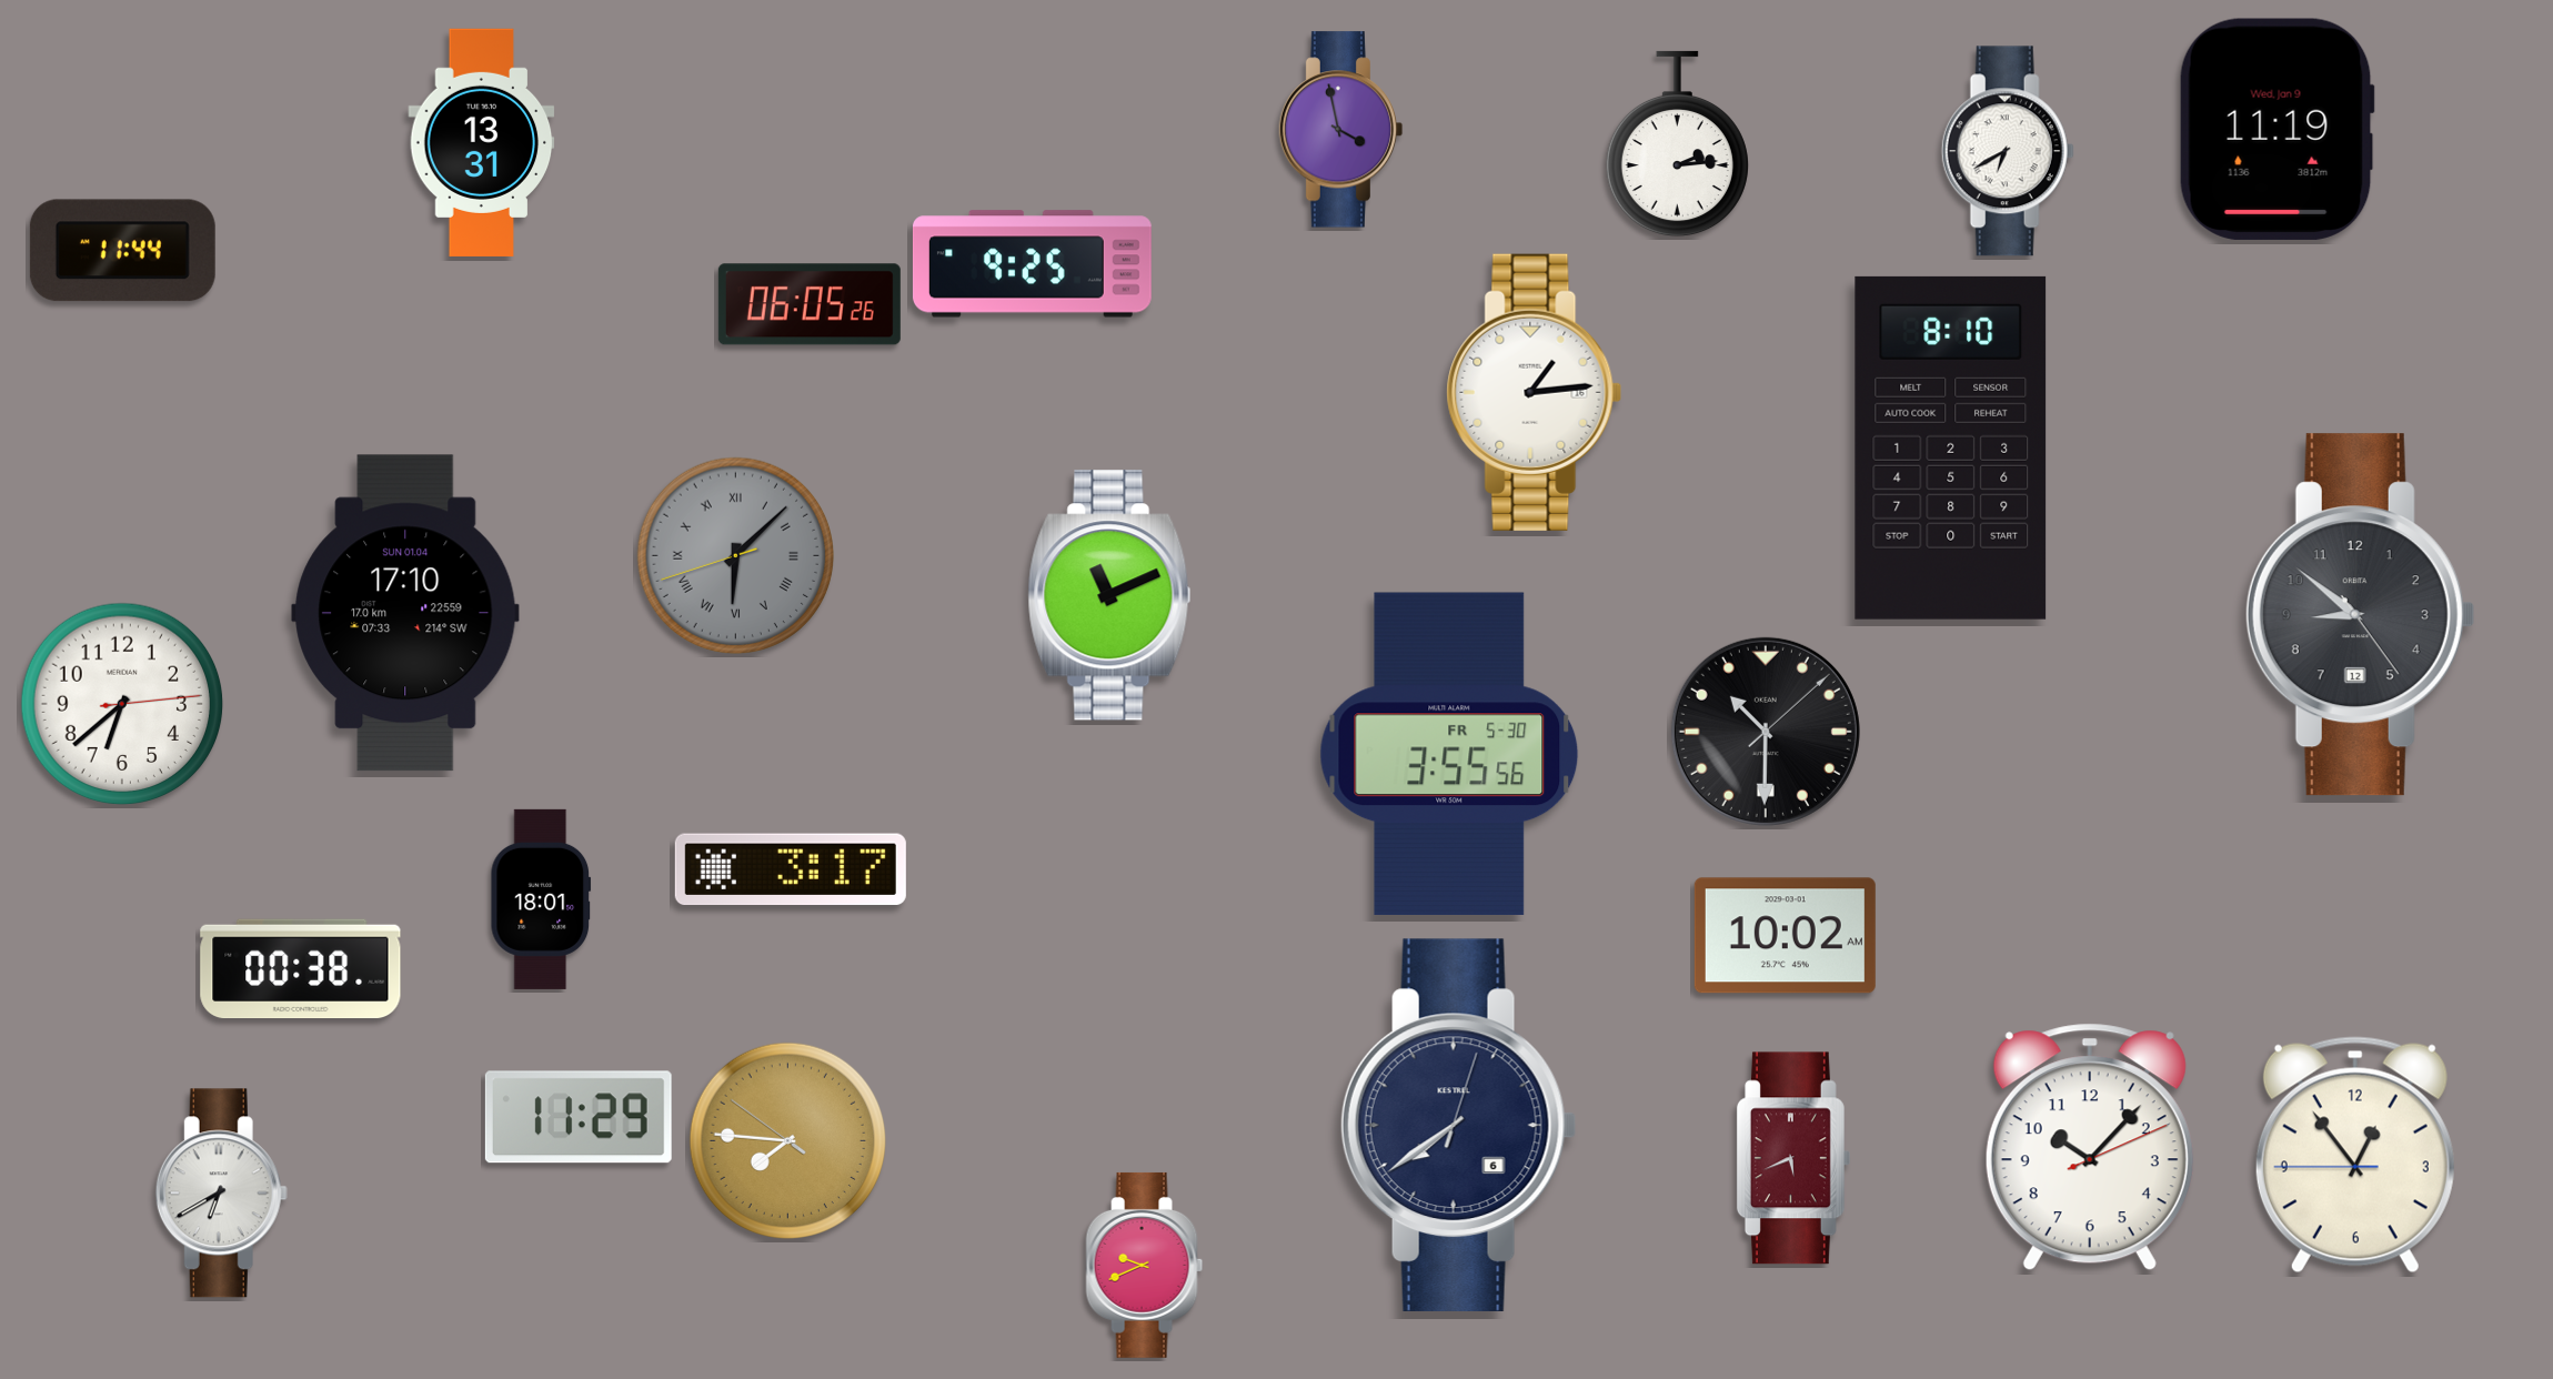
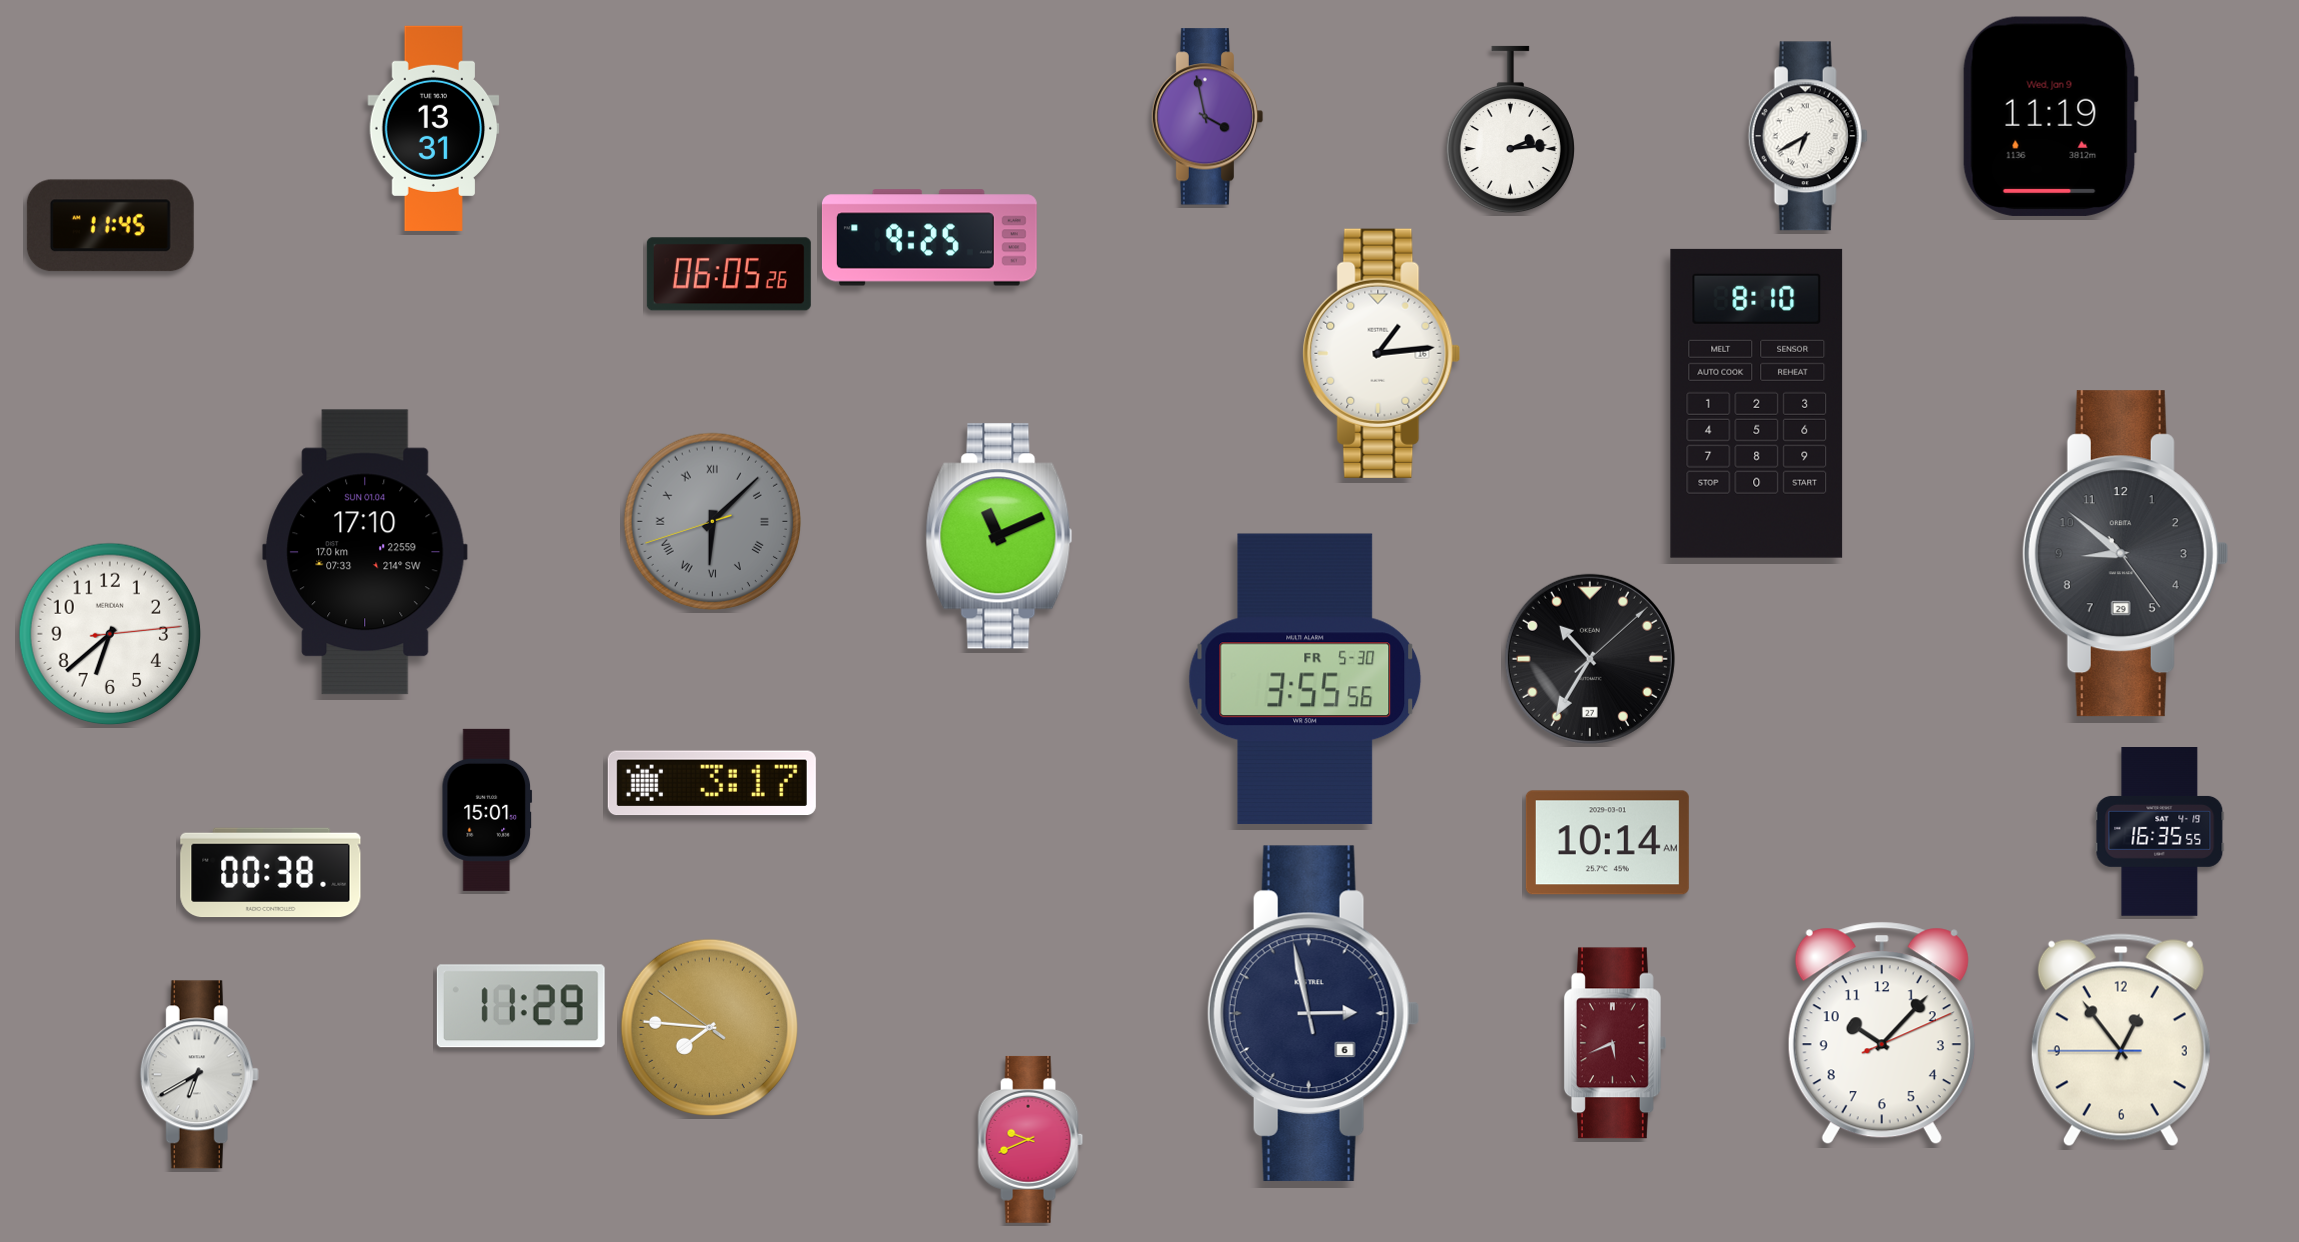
clock at (122, 251): 11:44 -> 11:45
clock at (735, 555) position: (735, 555) -> (712, 521)
clock at (2360, 615) date: 12 -> 29
clock at (1766, 732): 10:30 -> 10:35
clock at (541, 899): 18:01 -> 15:01
clock at (2160, 832): none -> 16:35
clock at (1785, 936): 10:02 -> 10:14
clock at (1458, 1125): 7:39 -> 2:57
